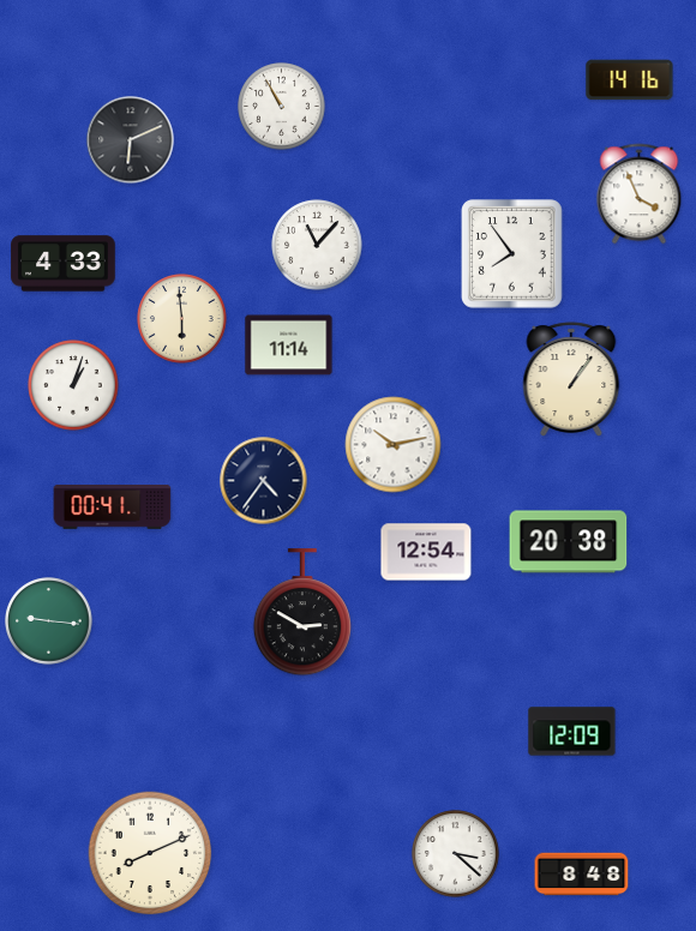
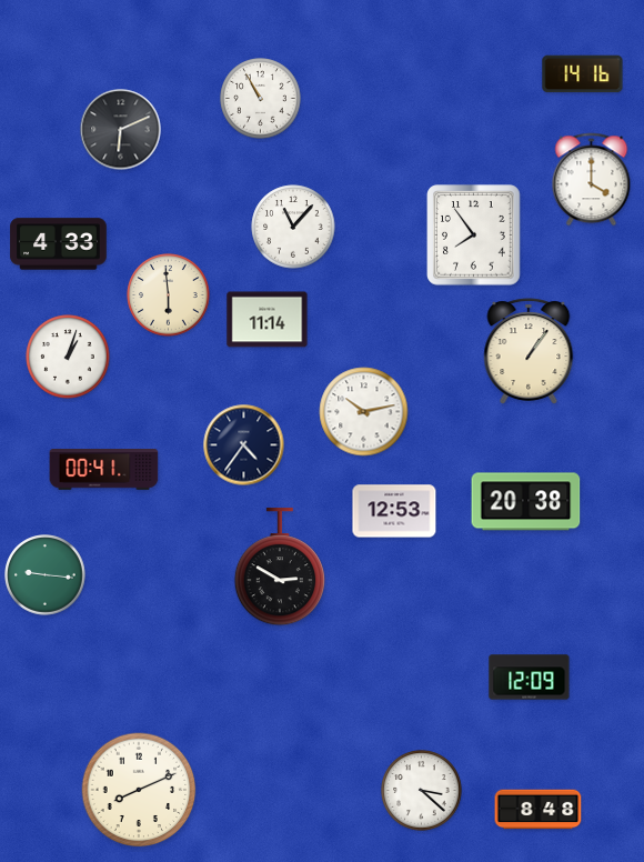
clock at (640, 194): 3:56 -> 4:00
clock at (426, 552): 12:54 -> 12:53
